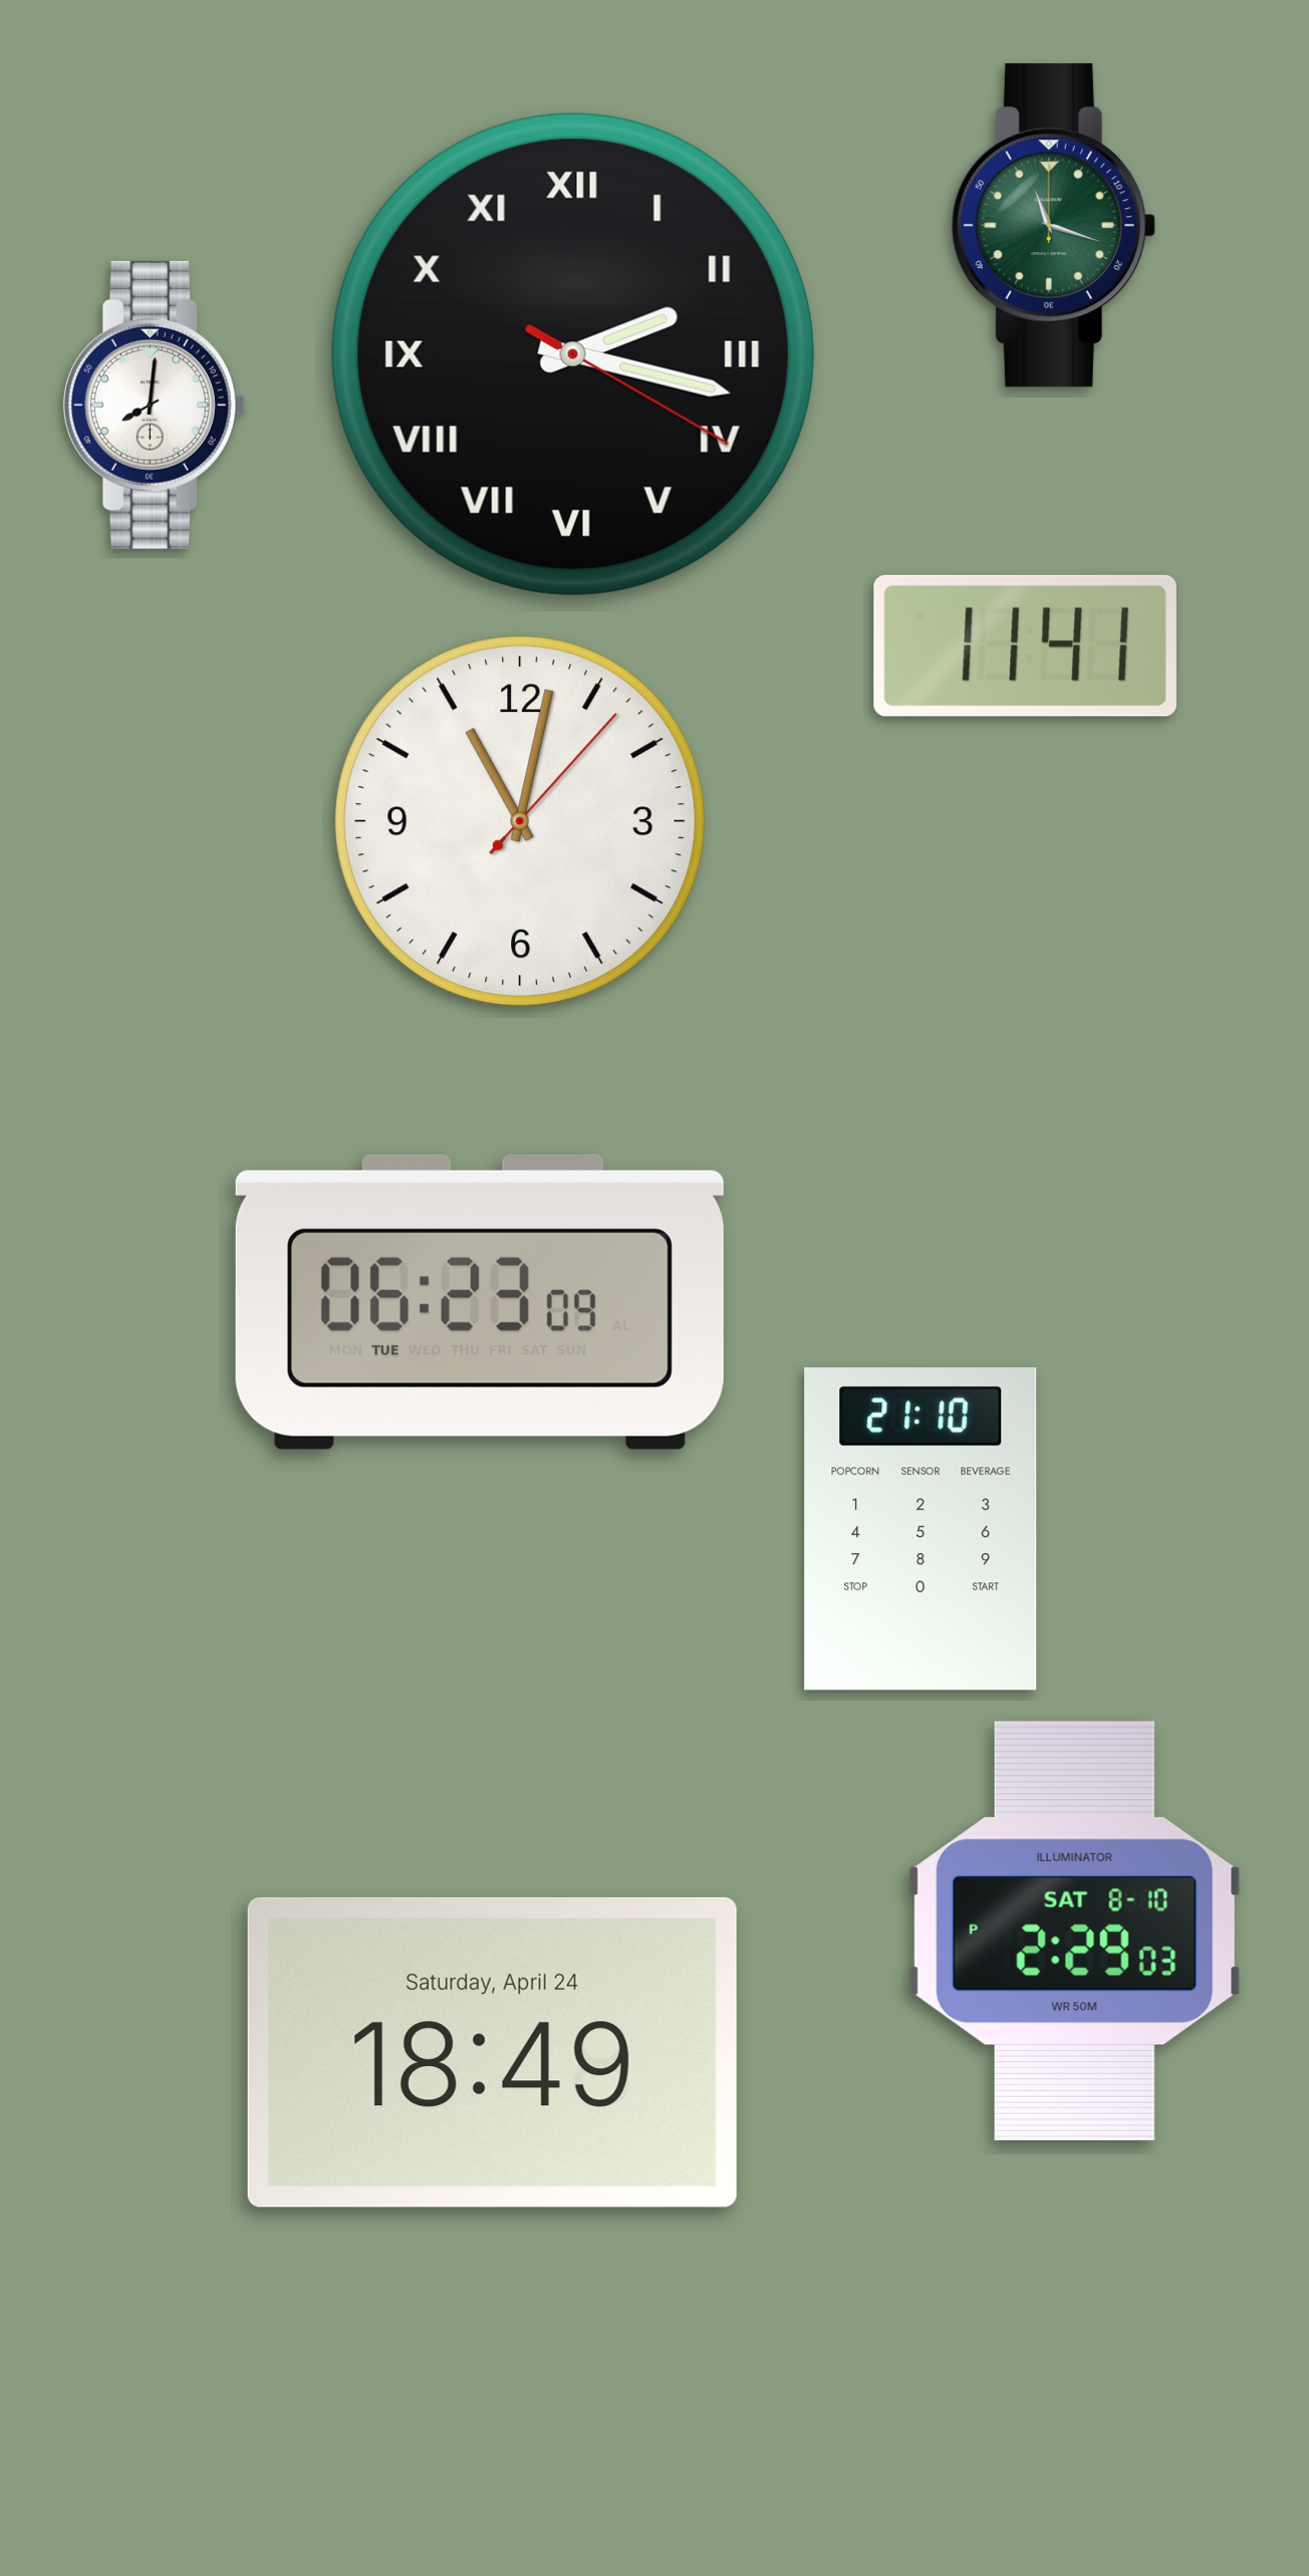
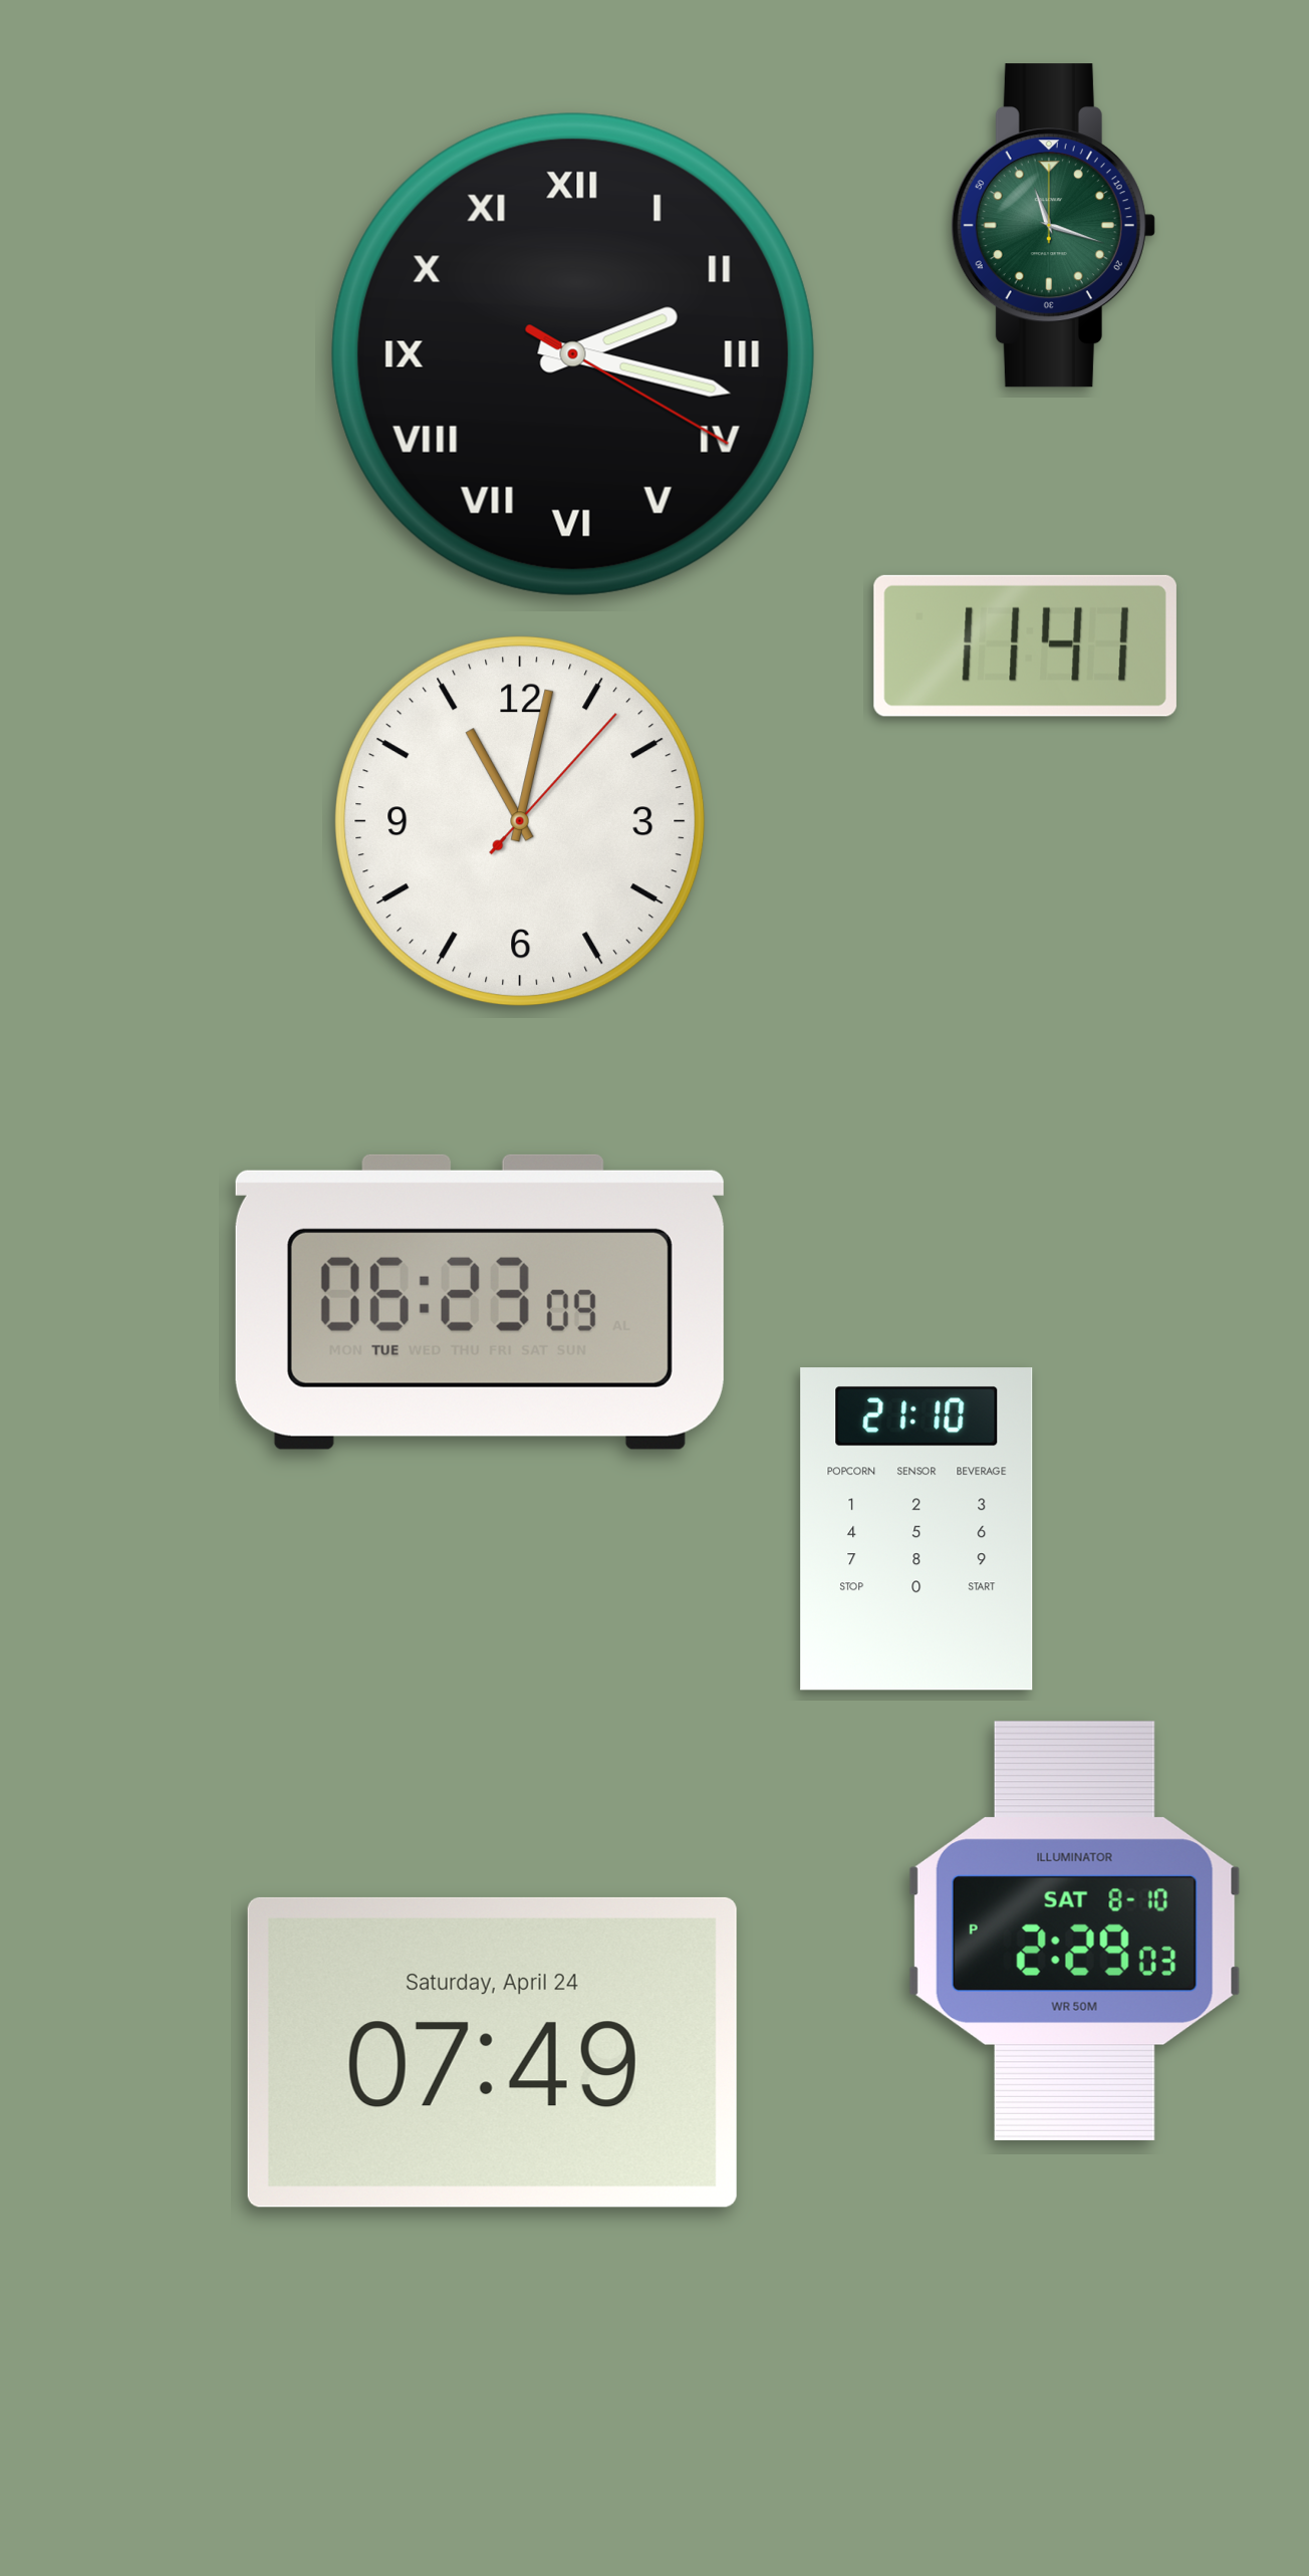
clock at (154, 405): 8:01 -> none
clock at (921, 1529) position: (921, 1529) -> (917, 1529)
clock at (492, 2052): 18:49 -> 07:49
